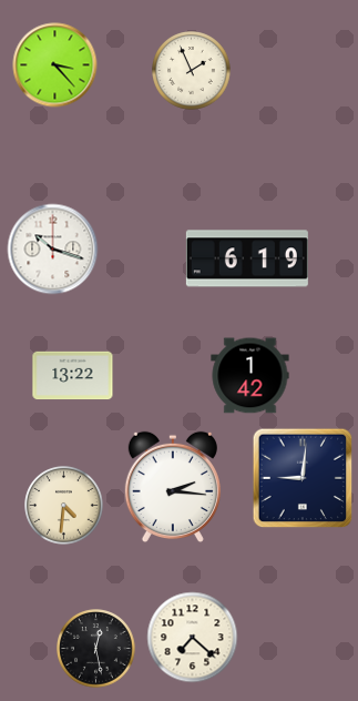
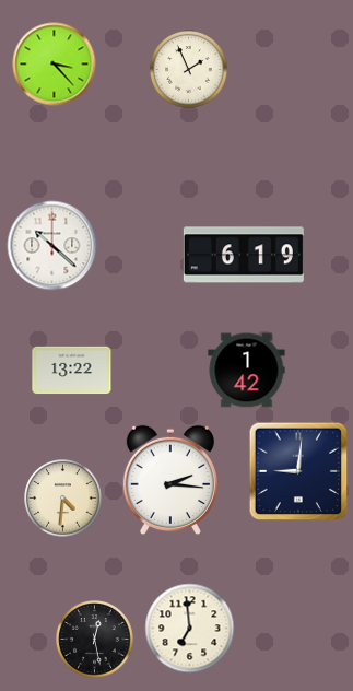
clock at (53, 250): 10:18 -> 10:22
clock at (193, 638): 7:22 -> 6:59
